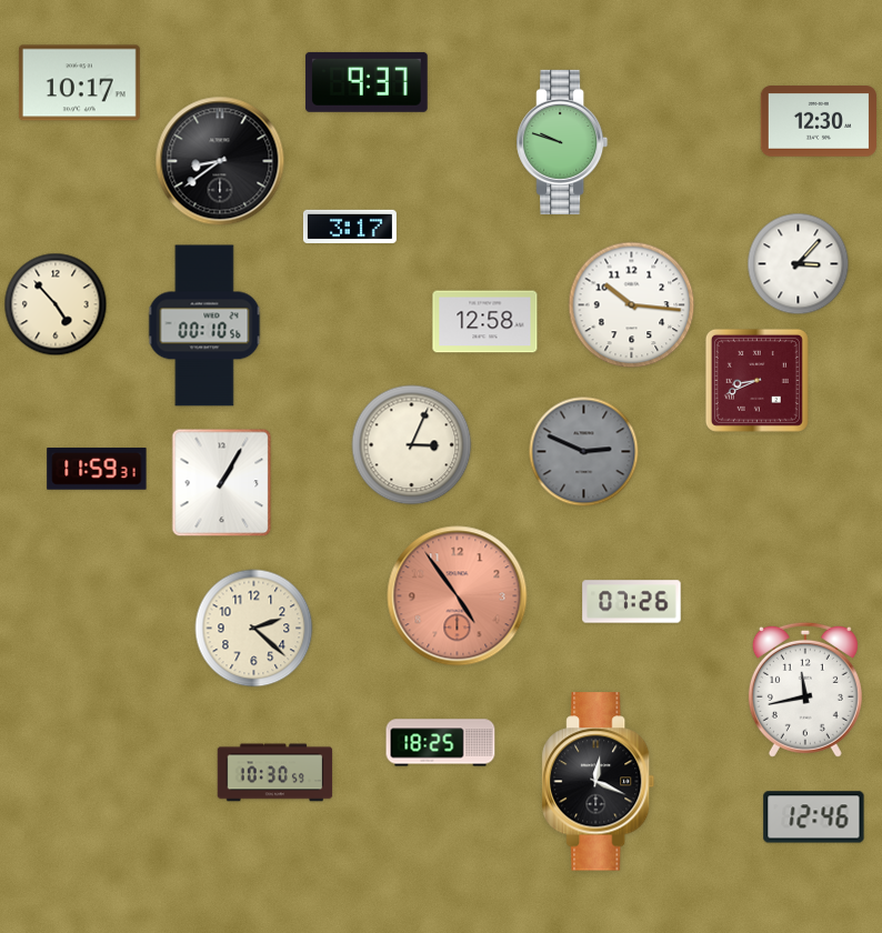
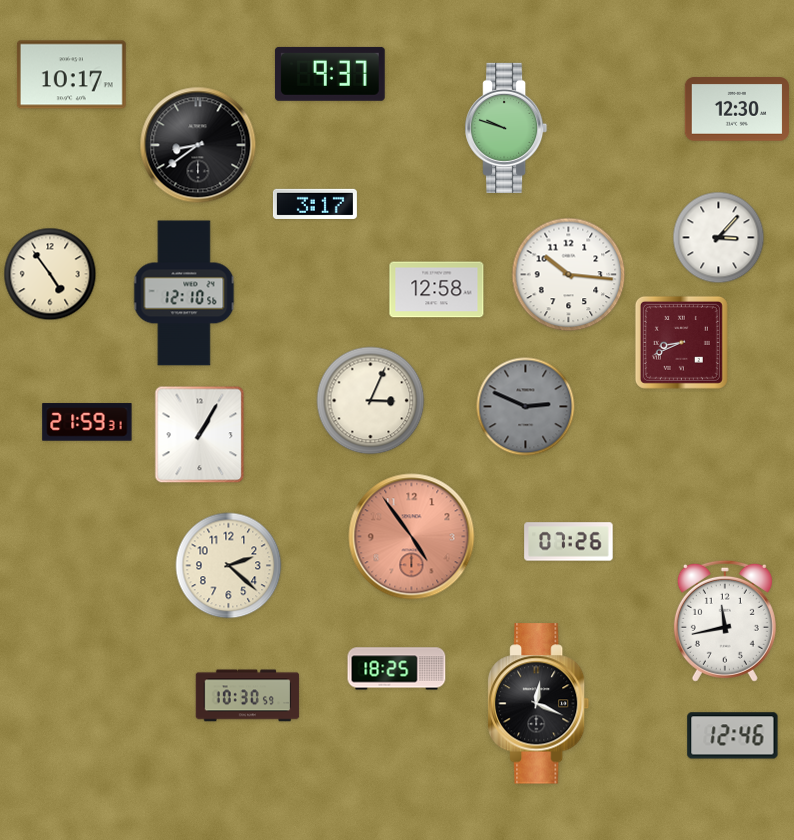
clock at (56, 304): 4:53 -> 4:54
clock at (204, 325): 00:10 -> 12:10
clock at (97, 469): 11:59 -> 21:59
